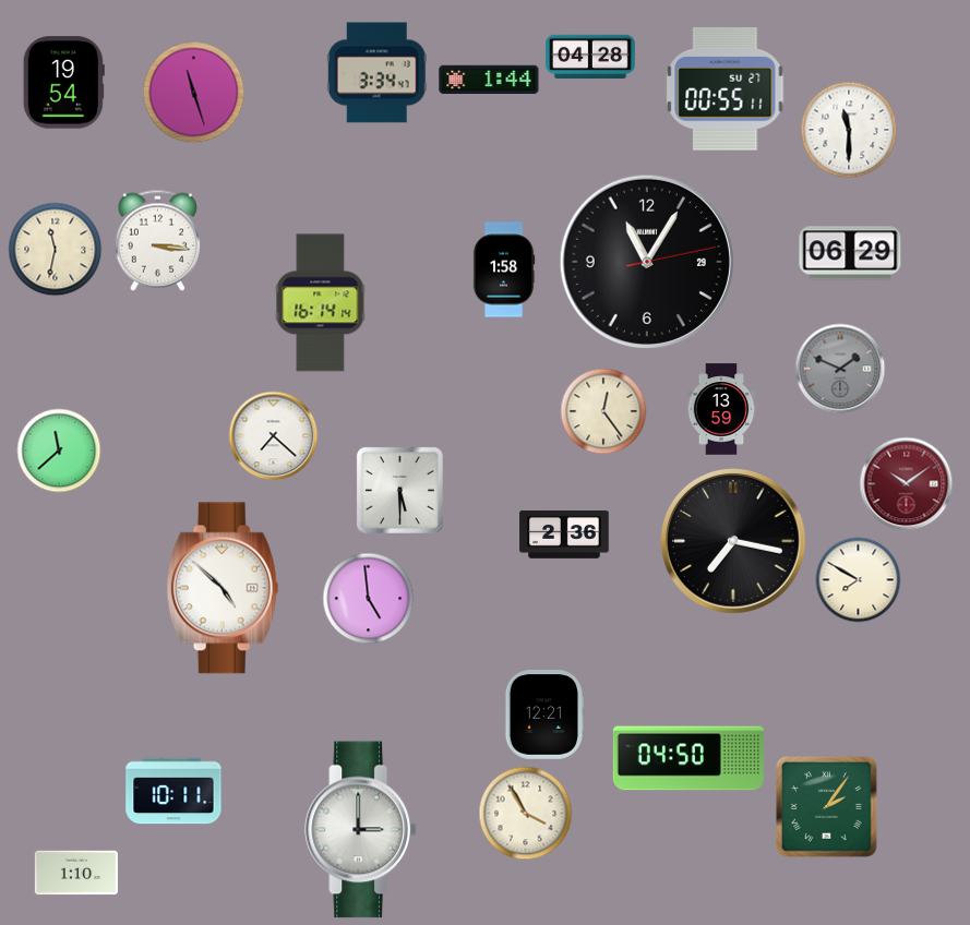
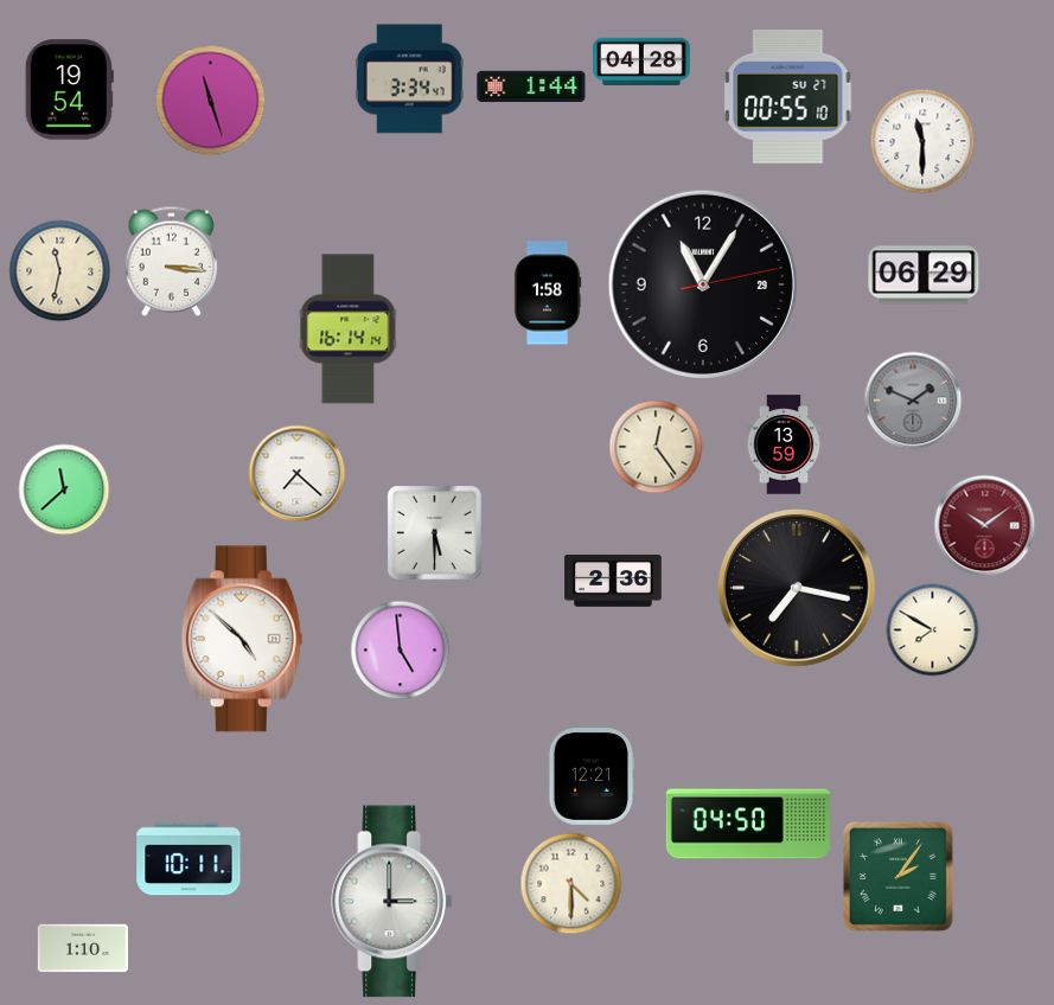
clock at (726, 88): 00:55:11 -> 00:55:10
clock at (526, 814): 3:55 -> 4:30
